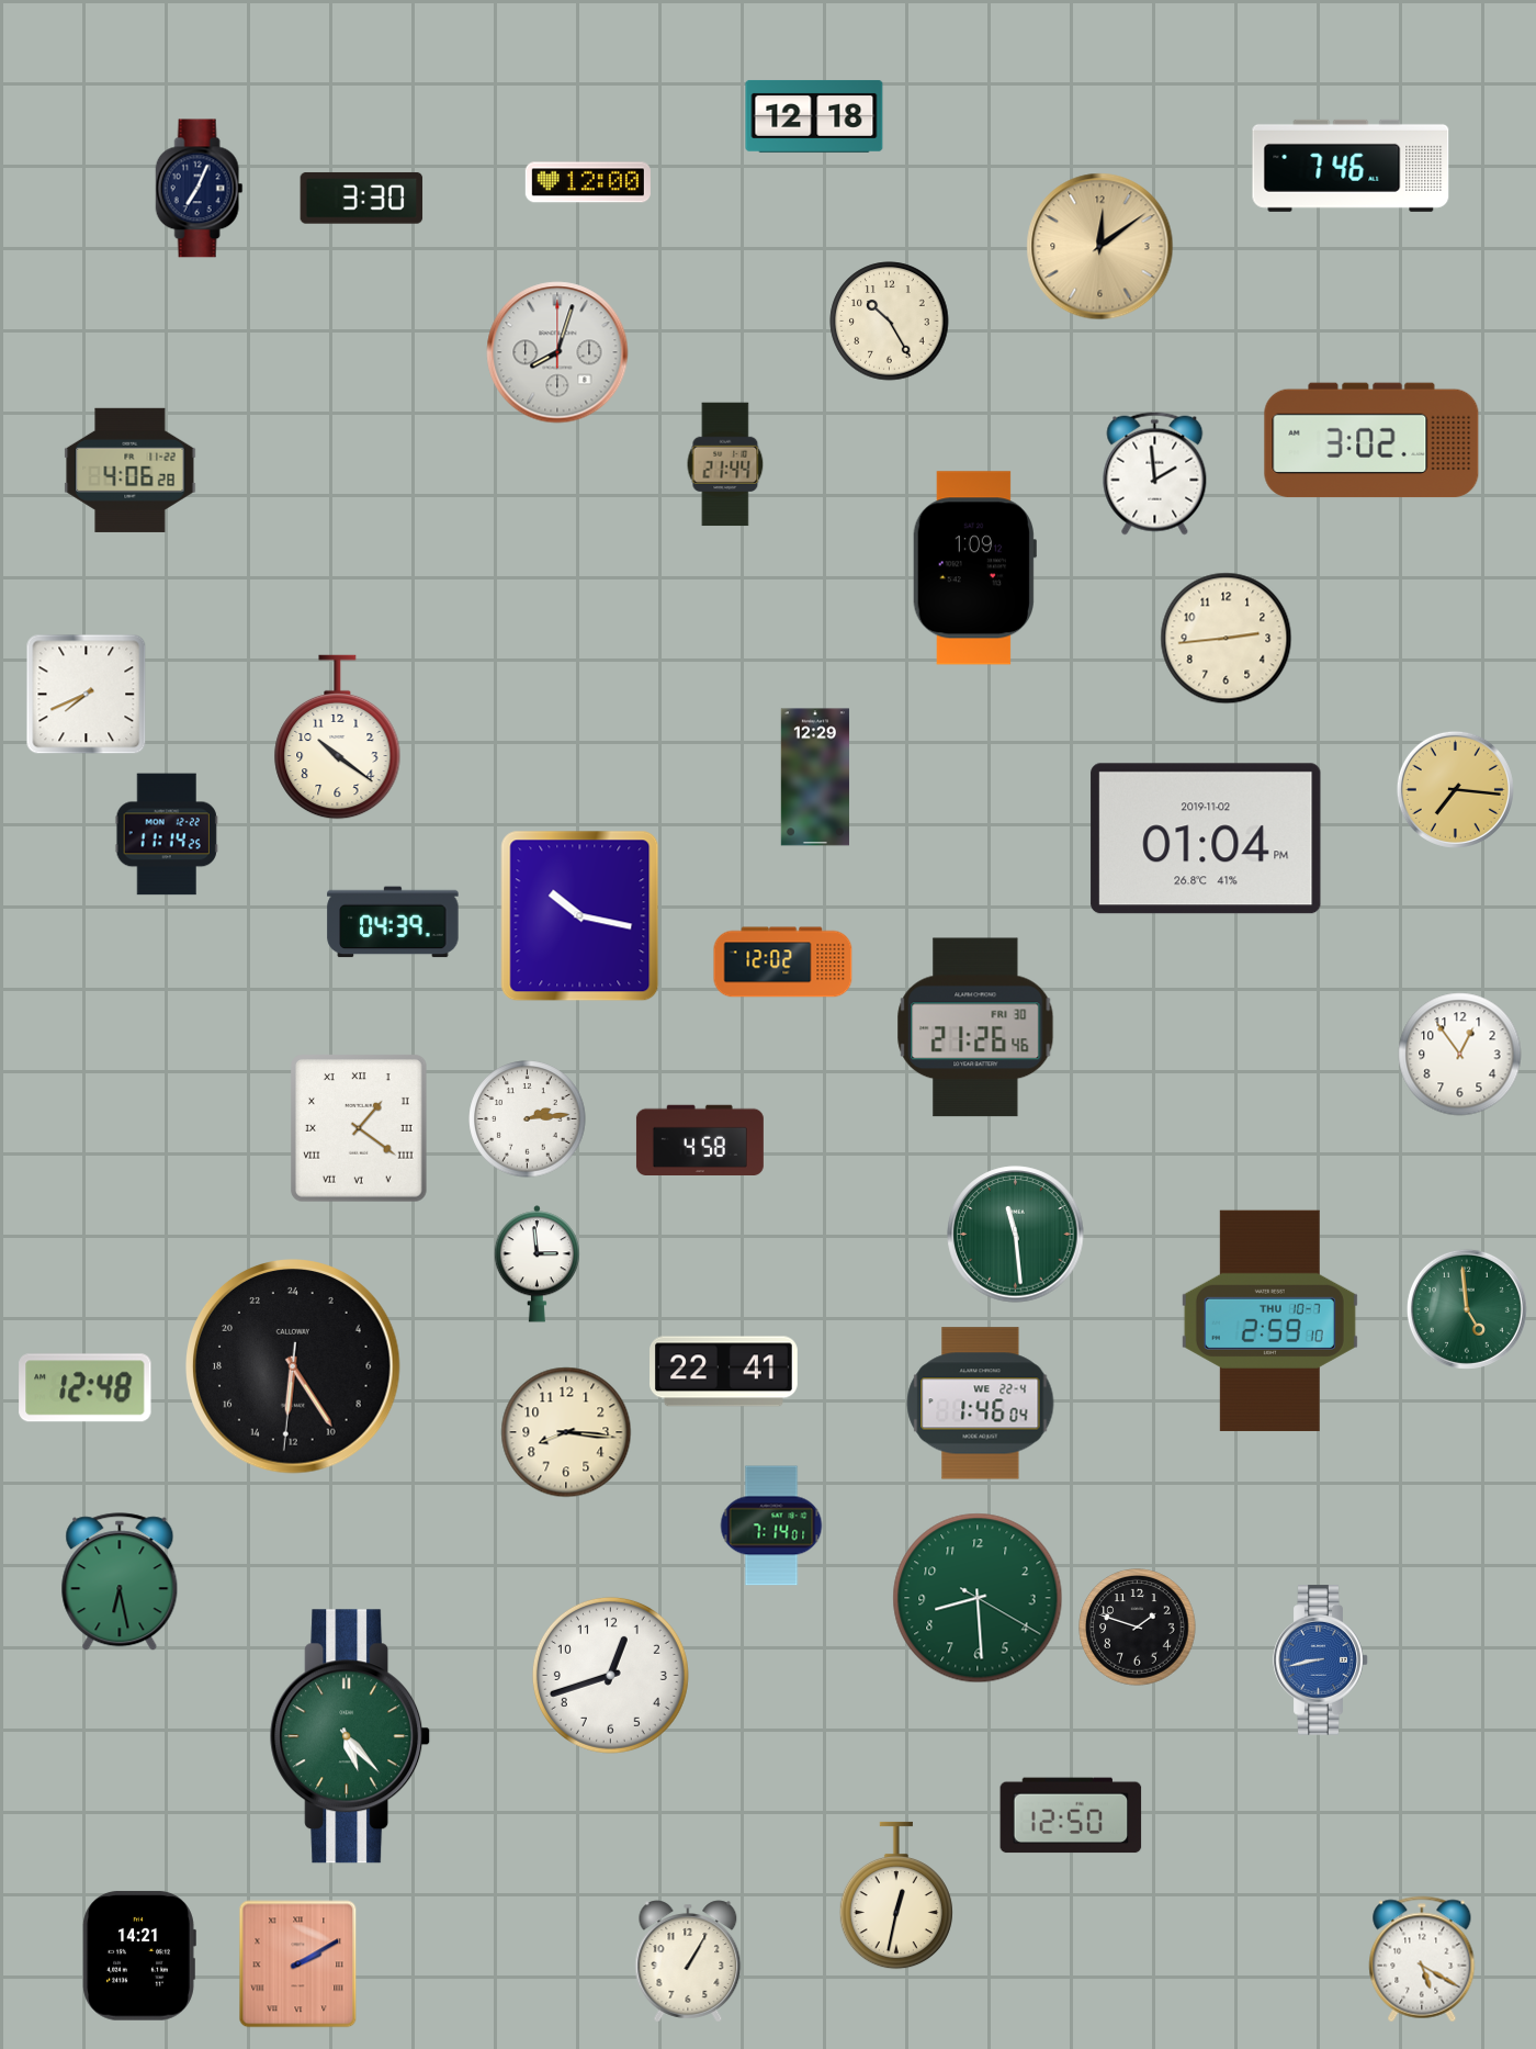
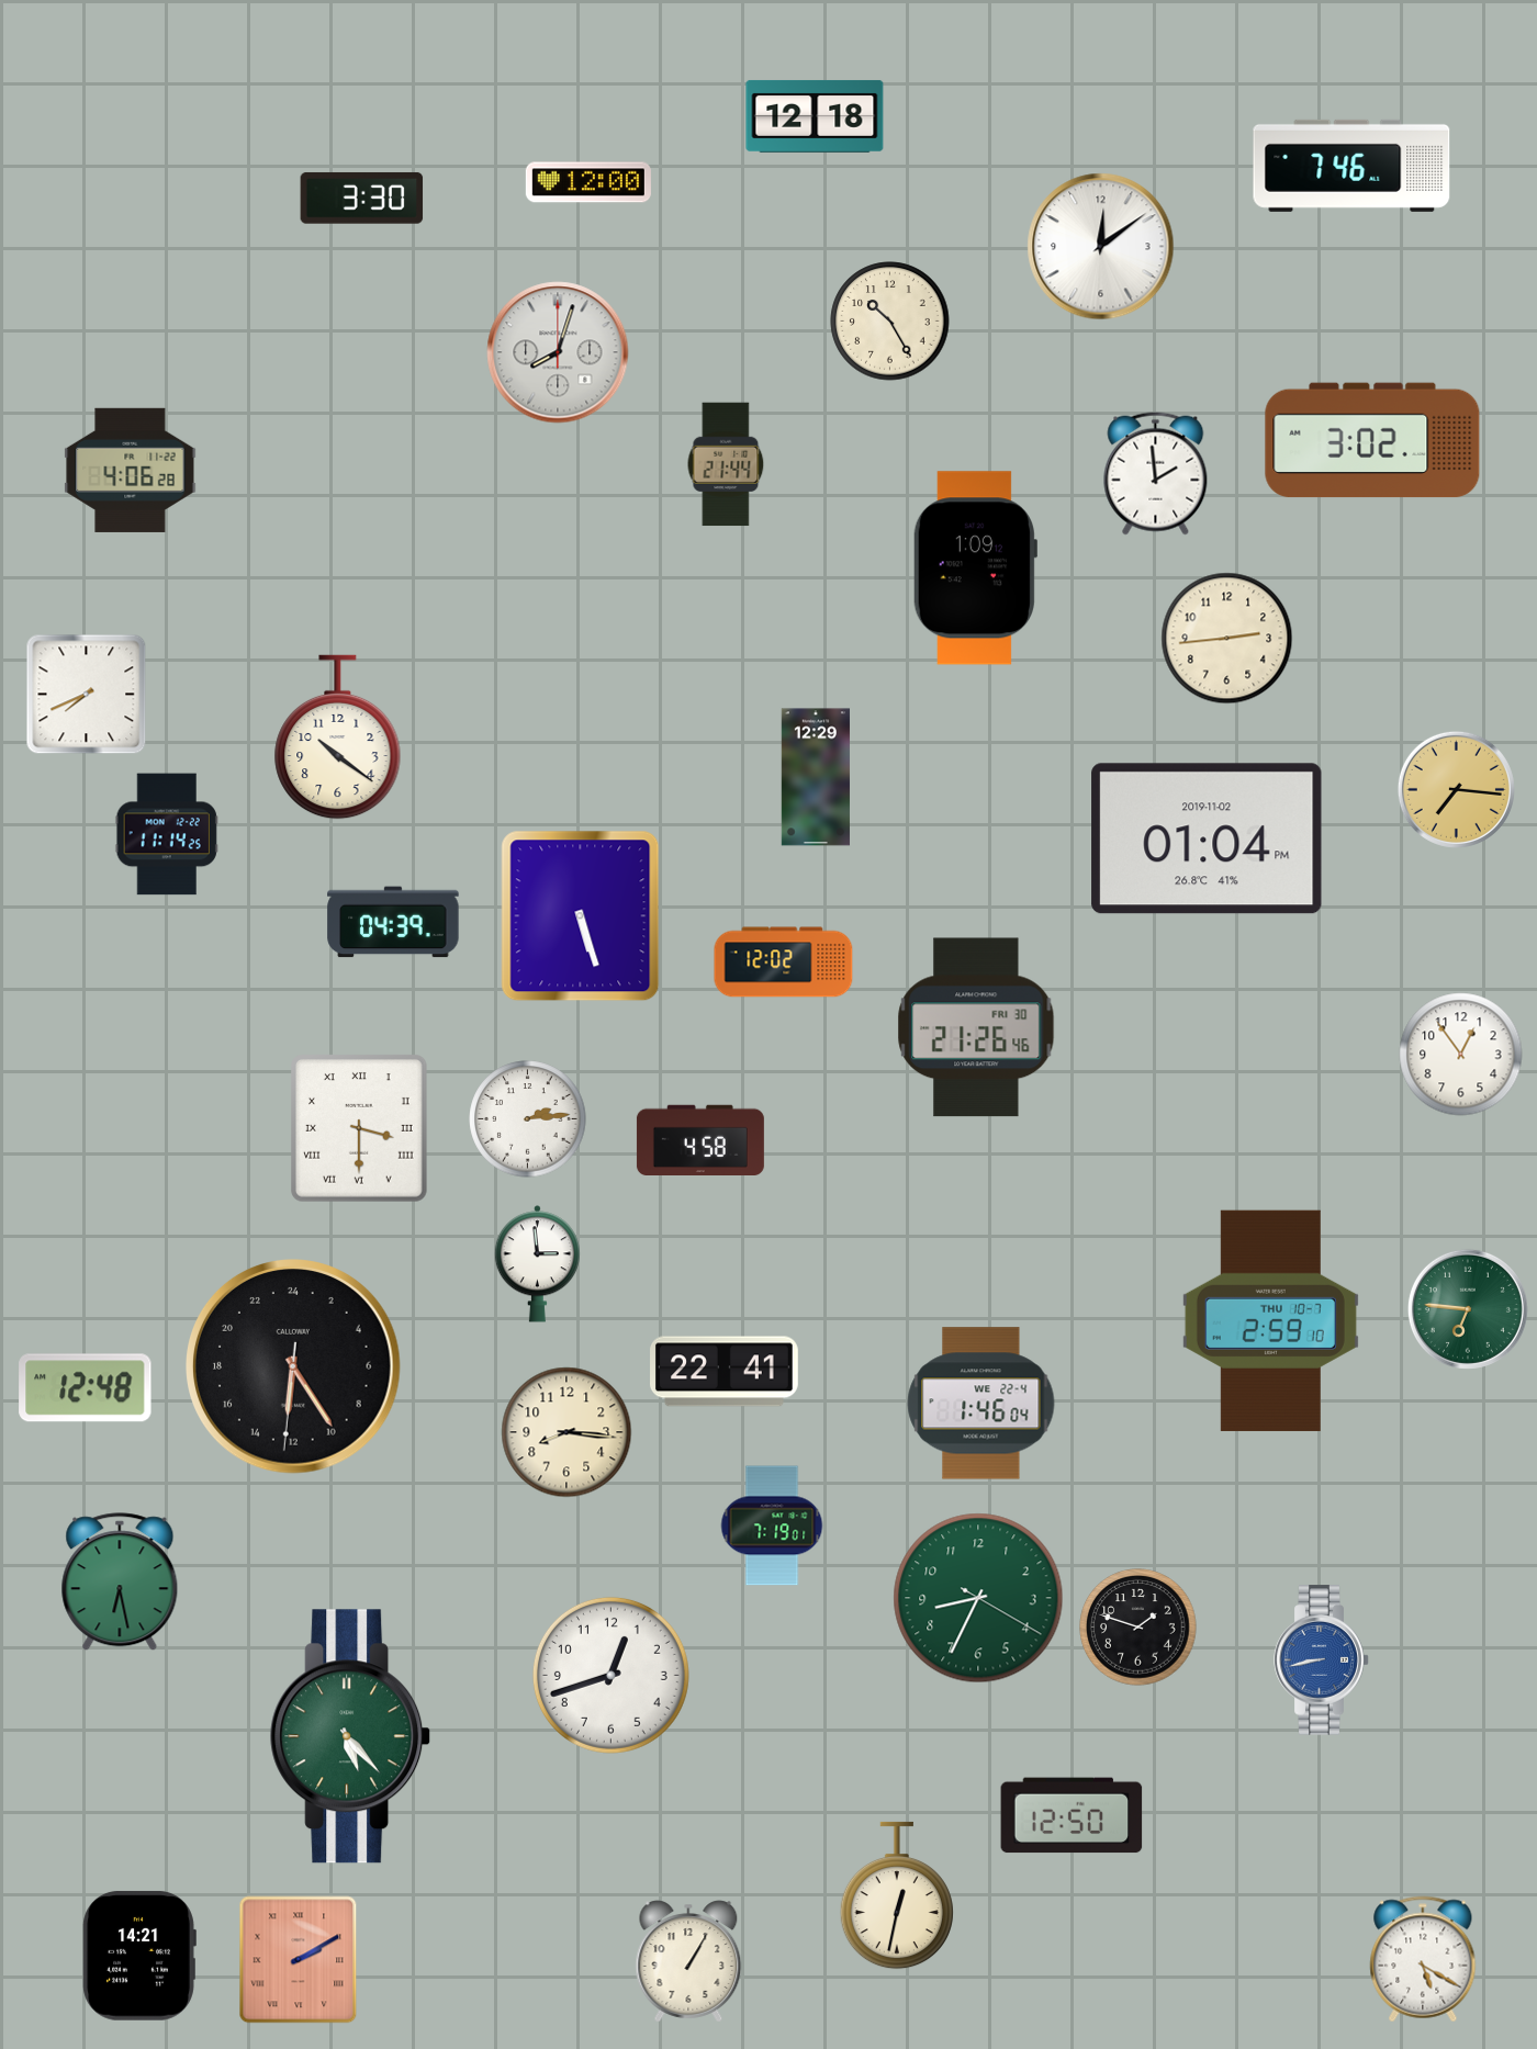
clock at (200, 189): 7:04 -> none
clock at (1100, 247) dial: champagne -> white
clock at (580, 916): 10:17 -> 5:27
clock at (360, 1129): 1:21 -> 3:30
clock at (1016, 1235): 11:29 -> none
clock at (1467, 1309): 4:59 -> 6:46
clock at (771, 1526): 7:14 -> 7:19
clock at (978, 1598): 8:29 -> 8:34
clock at (298, 1964) position: (298, 1964) -> (299, 1960)
